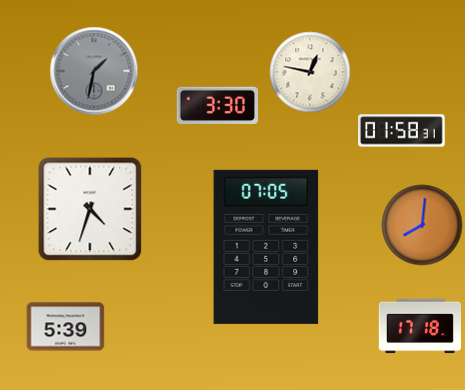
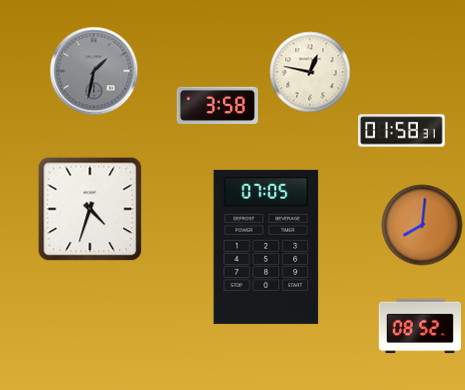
clock at (217, 106): 3:30 -> 3:58
clock at (420, 326): 17:18 -> 08:52
clock at (66, 327): 5:39 -> none
